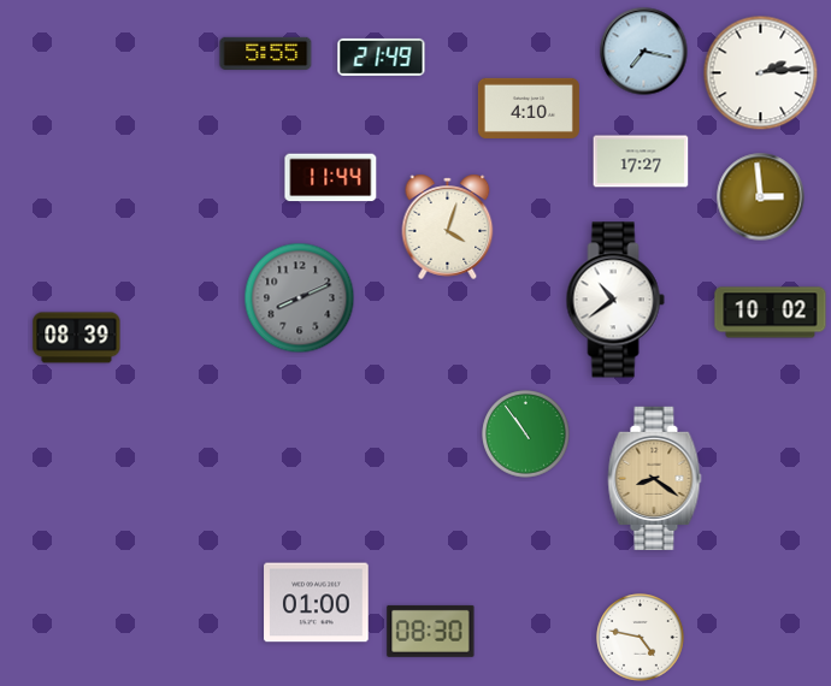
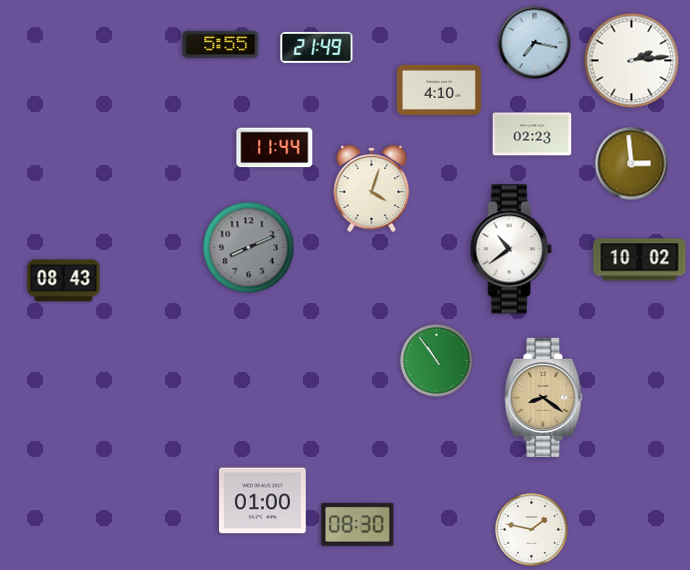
clock at (641, 161): 17:27 -> 02:23
clock at (77, 338): 08:39 -> 08:43
clock at (641, 638): 4:47 -> 1:47
